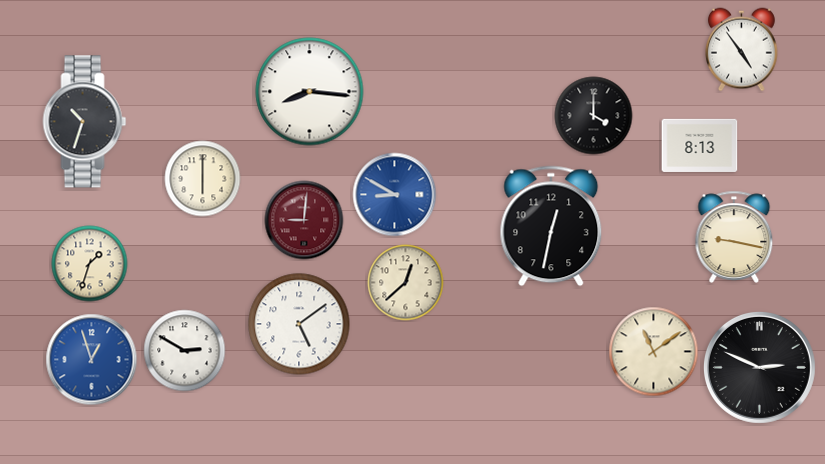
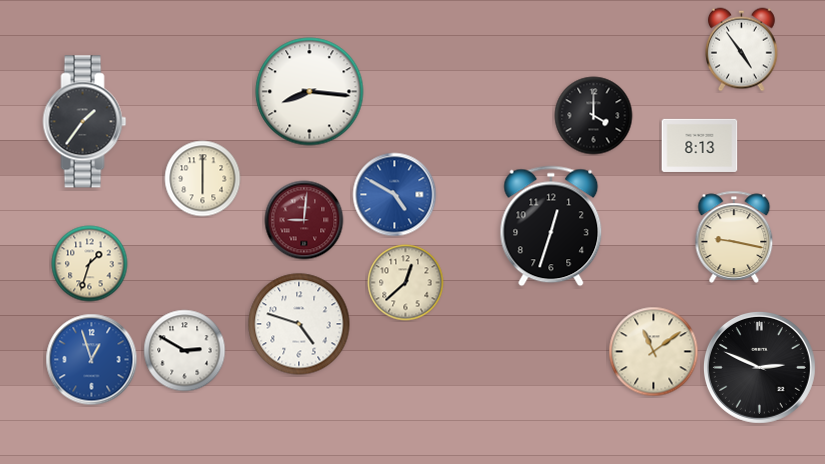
clock at (85, 122): 10:33 -> 1:36
clock at (395, 195): 8:50 -> 4:50
clock at (551, 226): 12:32 -> 12:33
clock at (299, 324): 5:09 -> 4:48
